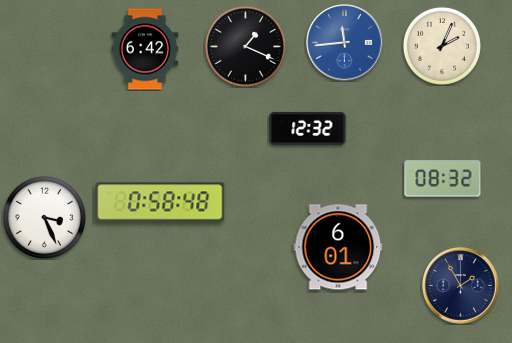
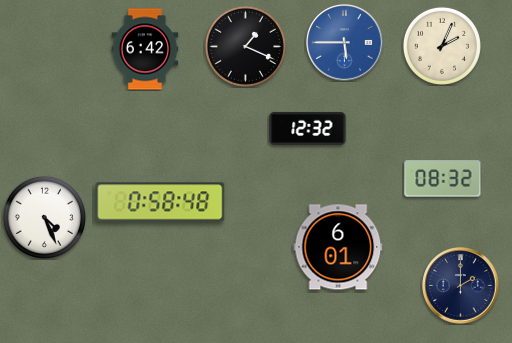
clock at (345, 43): 11:44 -> 5:45
clock at (44, 217): 3:26 -> 4:26
clock at (461, 286): 1:55 -> 2:00
